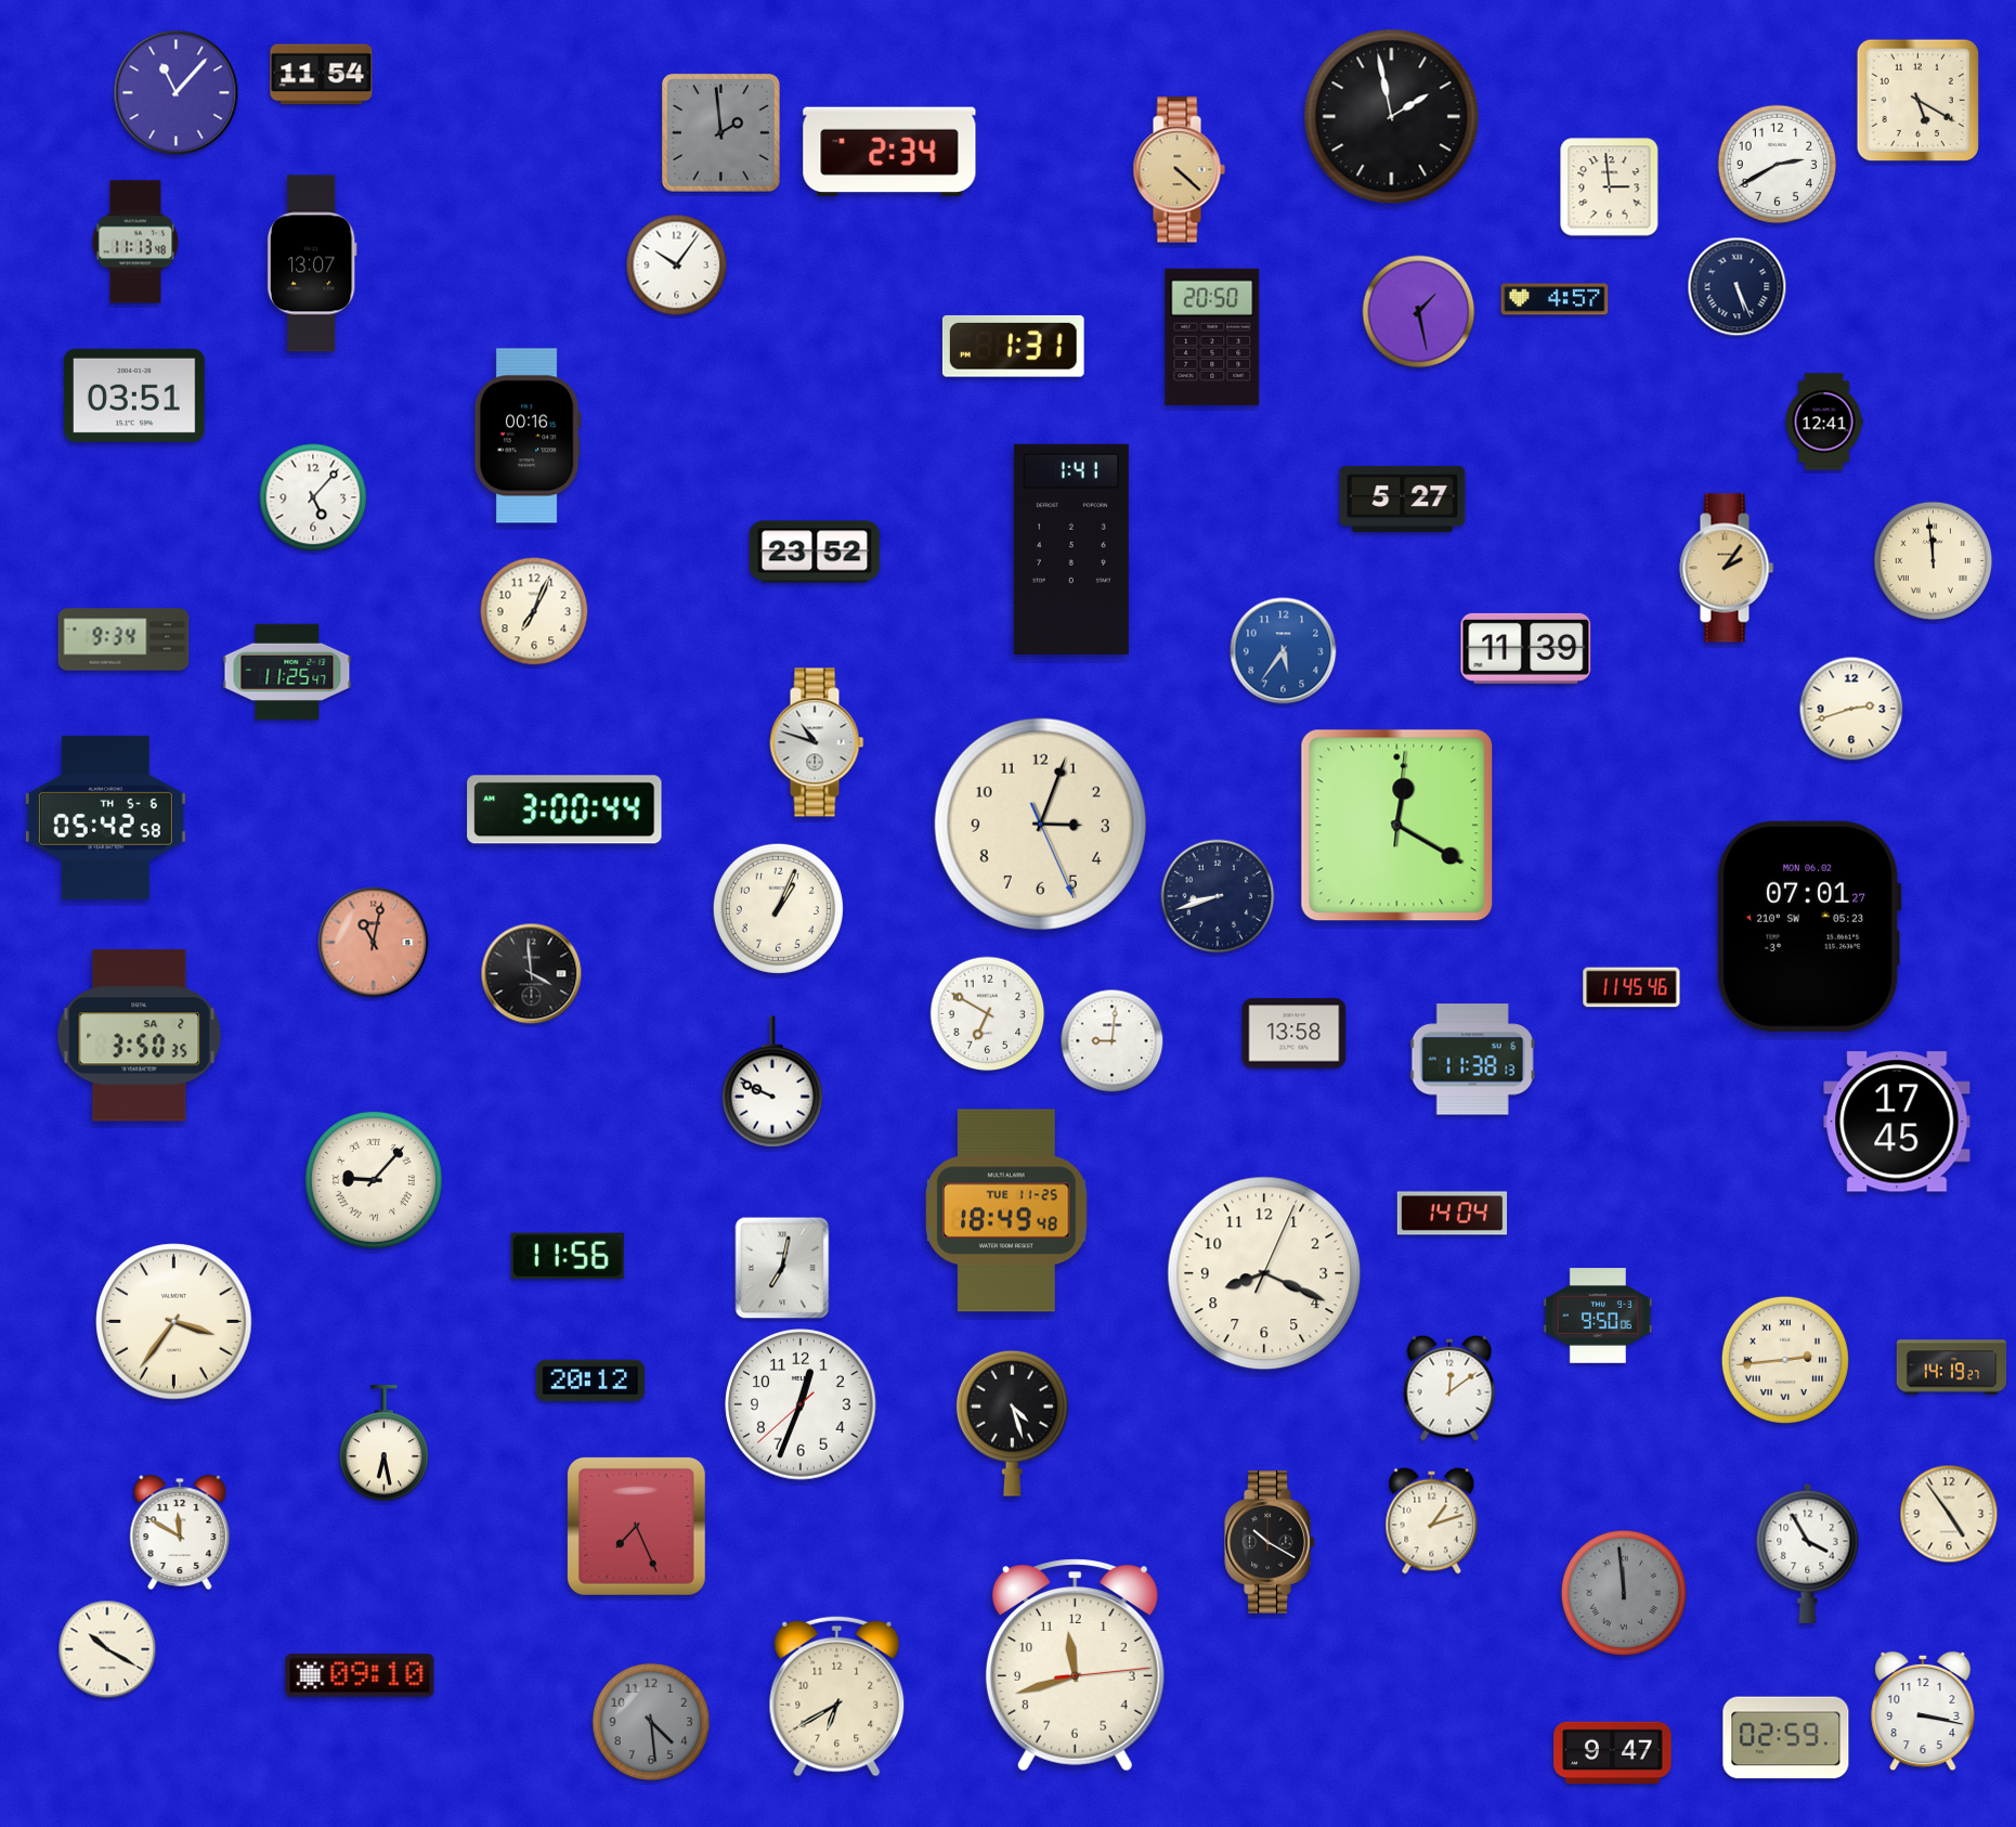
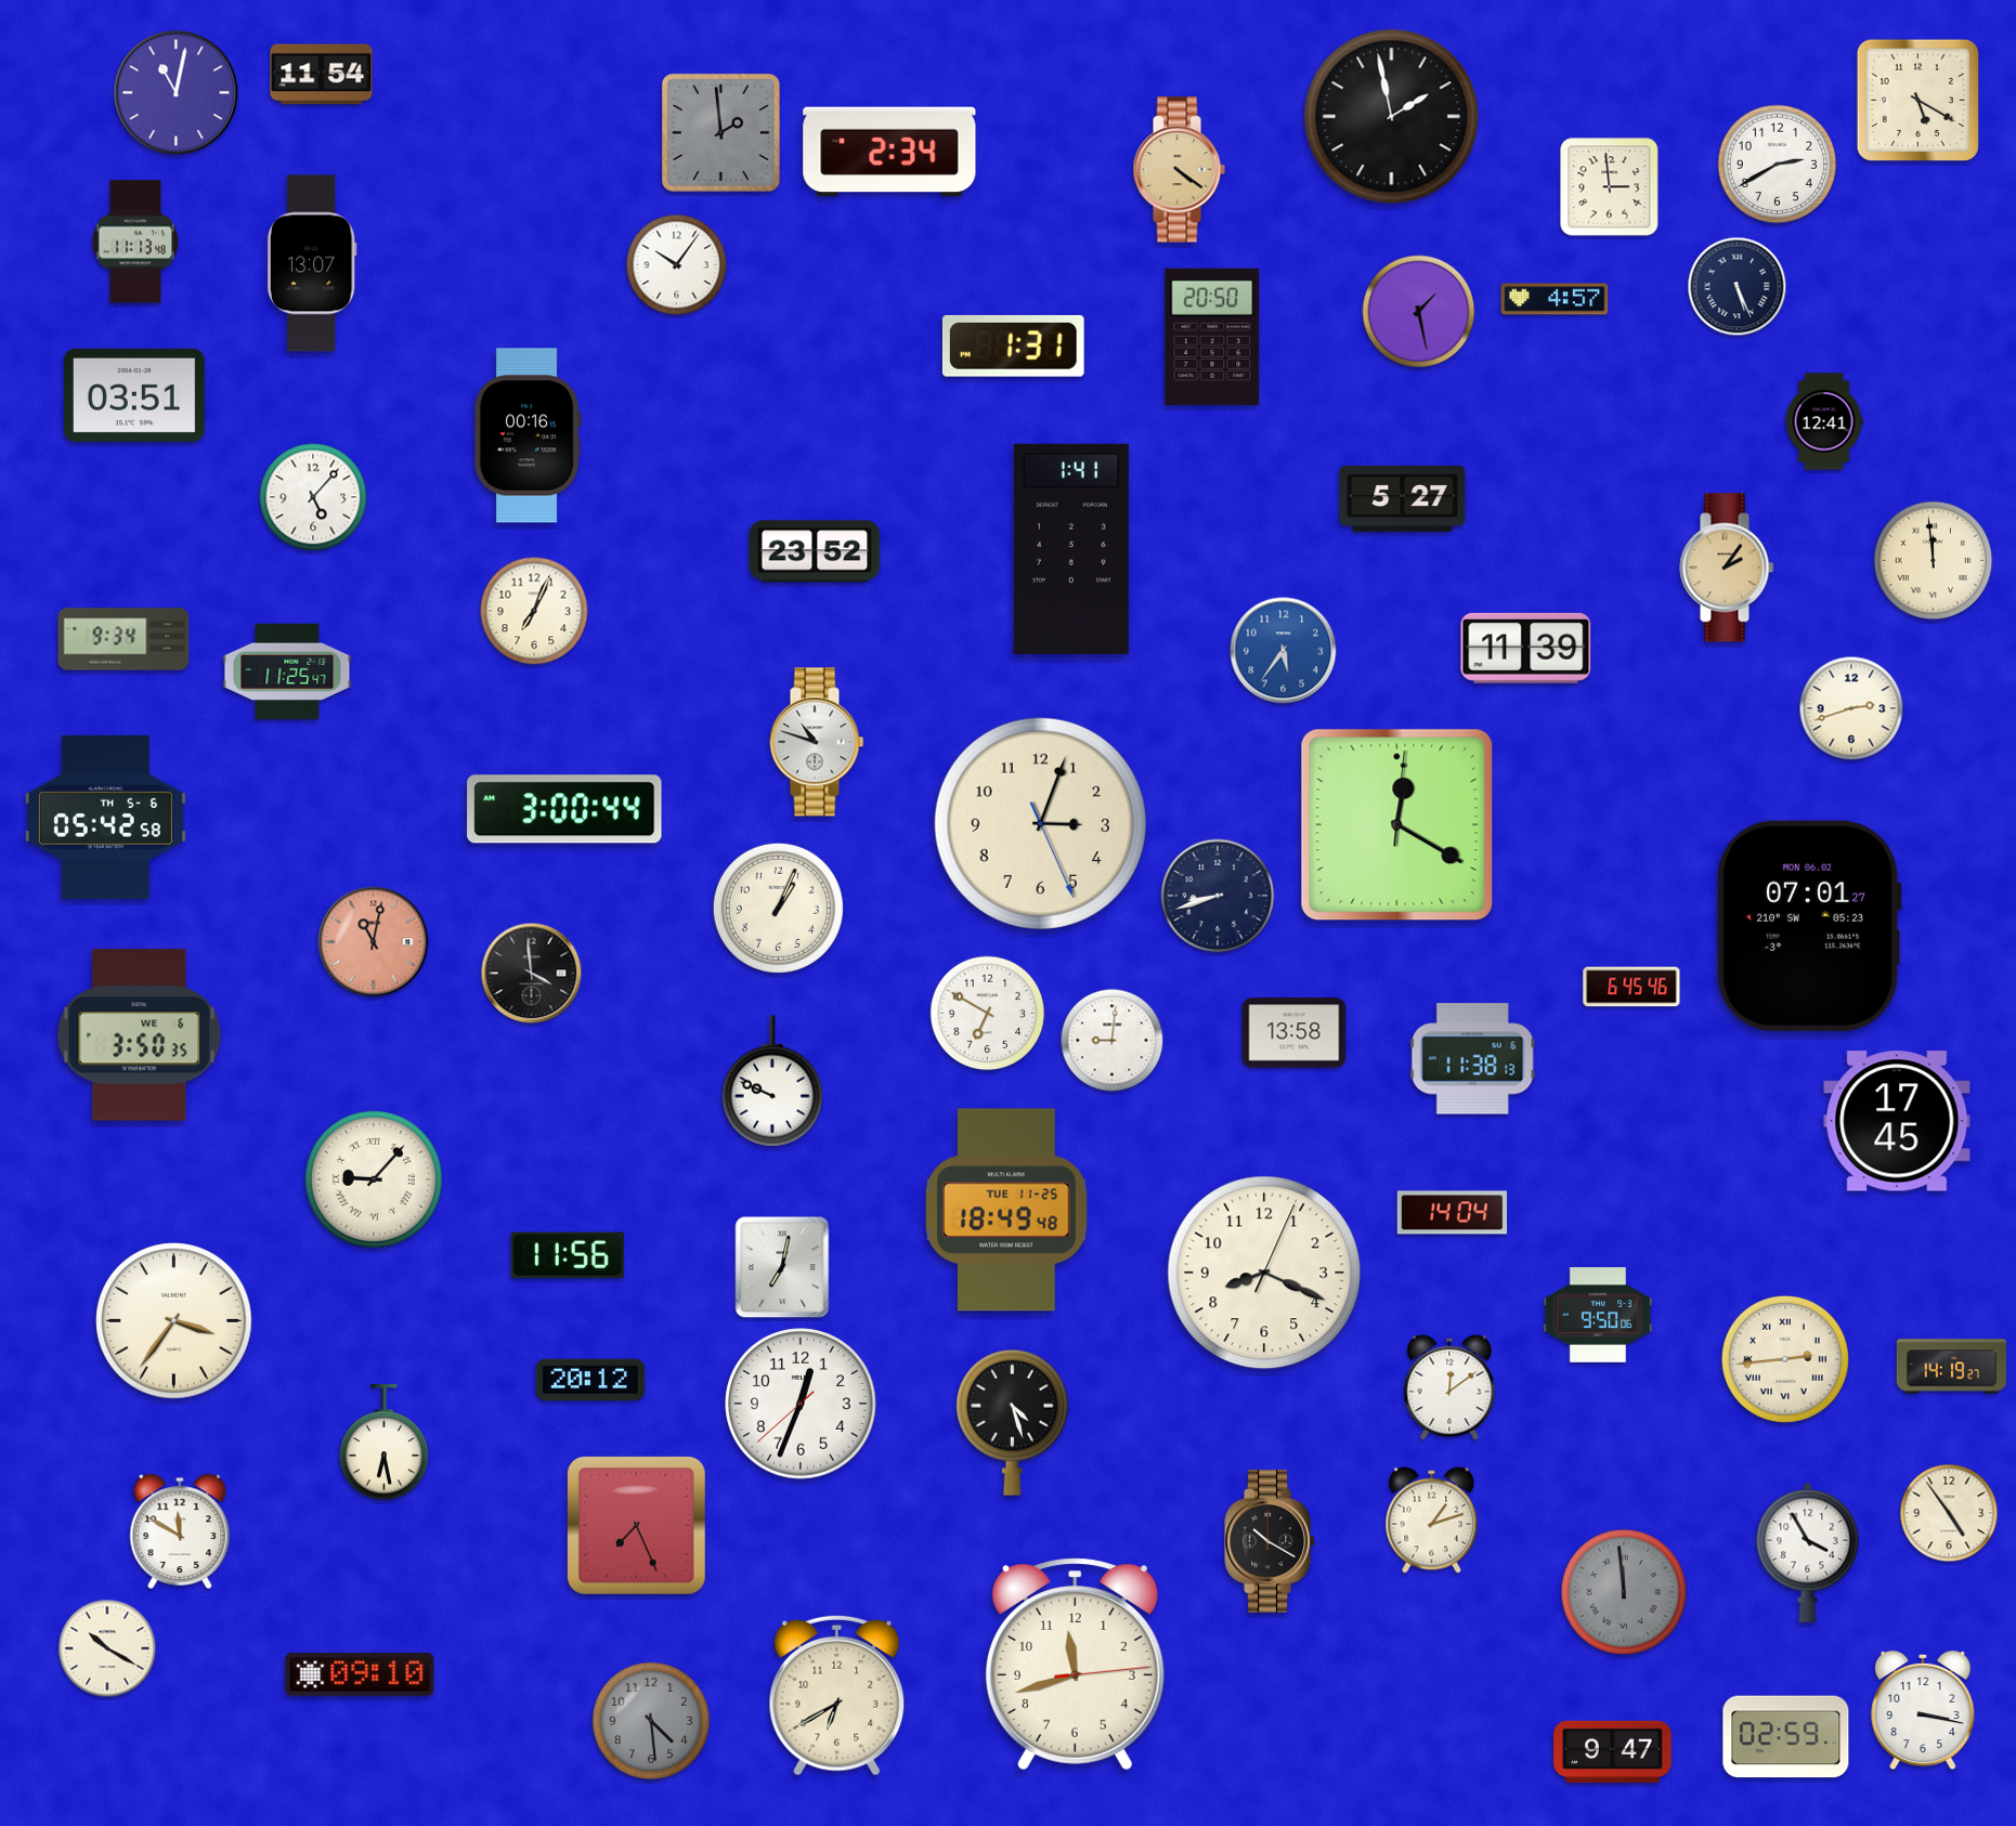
clock at (177, 93): 11:07 -> 11:02
clock at (1179, 170): 4:22 -> 4:21
clock at (1631, 987): 11:45 -> 6:45
clock at (140, 1036) date: SA 2 -> WE 6
